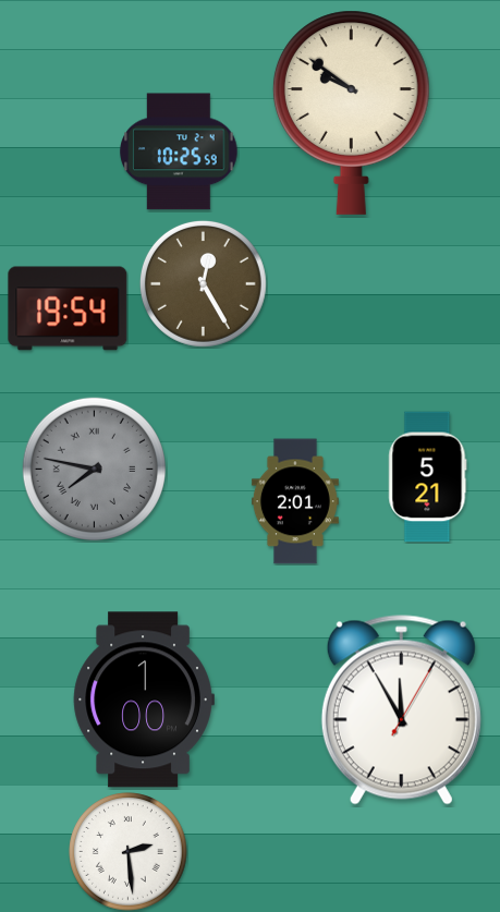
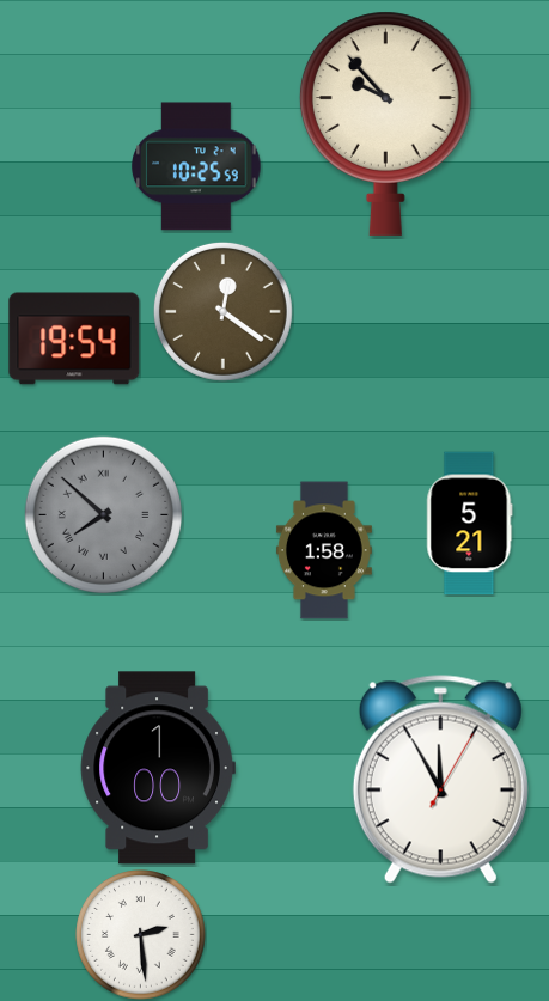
clock at (351, 112): 9:51 -> 9:53
clock at (203, 283): 12:25 -> 12:21
clock at (94, 469): 7:47 -> 7:52
clock at (295, 501): 2:01 -> 1:58
